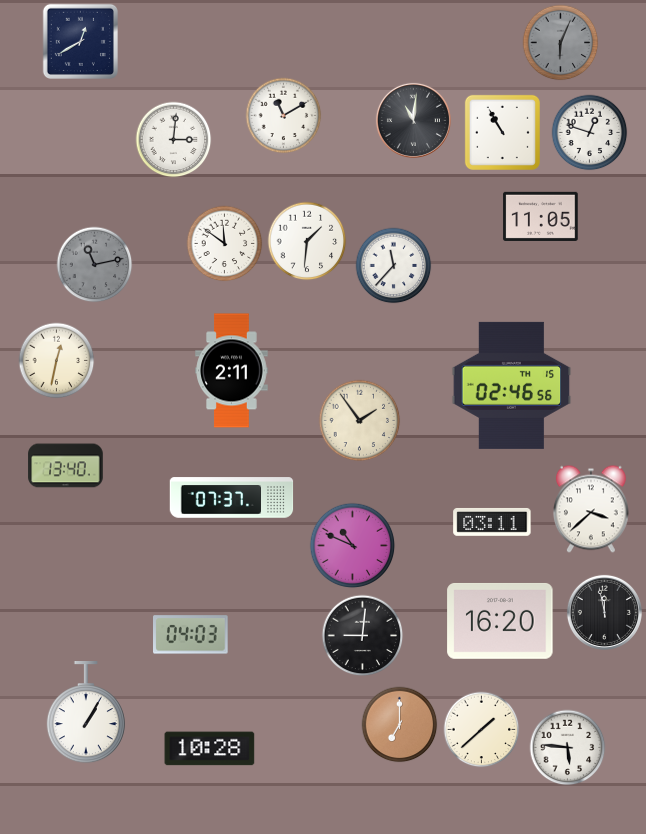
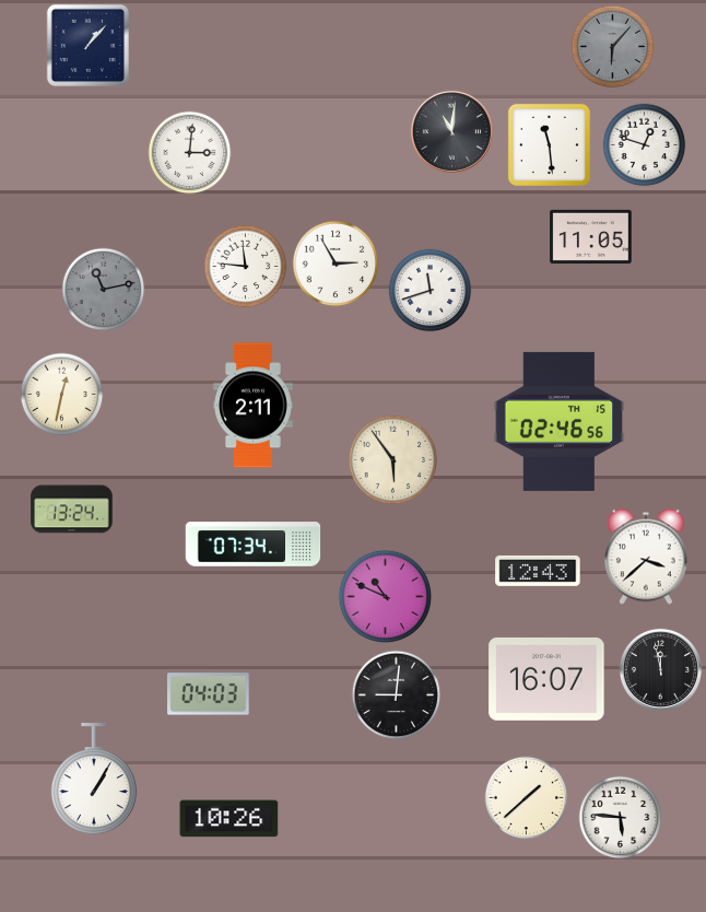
clock at (80, 41): 12:40 -> 1:07
clock at (561, 43): 6:04 -> 6:07
clock at (284, 116): 11:10 -> none
clock at (502, 132): 10:55 -> 11:29
clock at (307, 241): 1:31 -> 2:55
clock at (225, 244): 11:51 -> 11:46
clock at (394, 266): 11:37 -> 11:42
clock at (360, 421): 1:54 -> 5:54
clock at (66, 466): 13:40 -> 13:24
clock at (232, 498): 07:37 -> 07:34
clock at (492, 522): 03:11 -> 12:43
clock at (500, 621): 16:20 -> 16:07
clock at (400, 725): 7:00 -> none
clock at (210, 749): 10:28 -> 10:26
